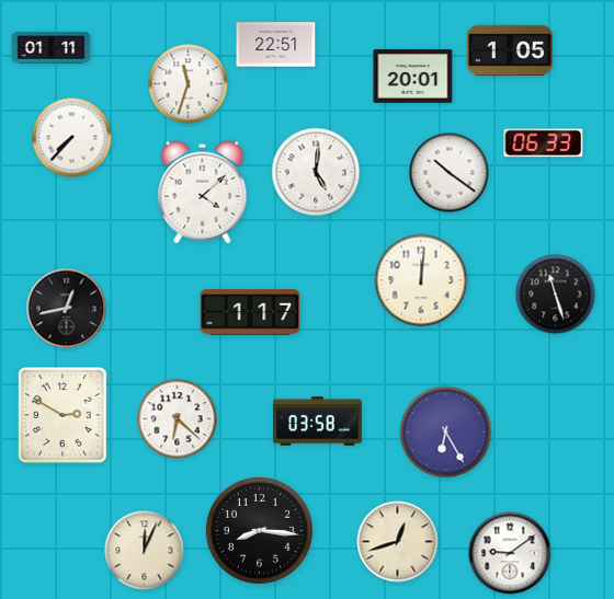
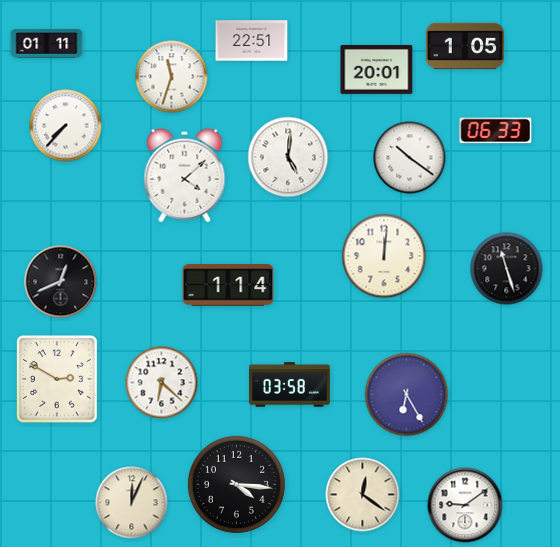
clock at (67, 309): 12:43 -> 12:41
clock at (250, 312): 1:17 -> 1:14
clock at (259, 530): 8:16 -> 4:16
clock at (398, 542): 12:42 -> 12:21
